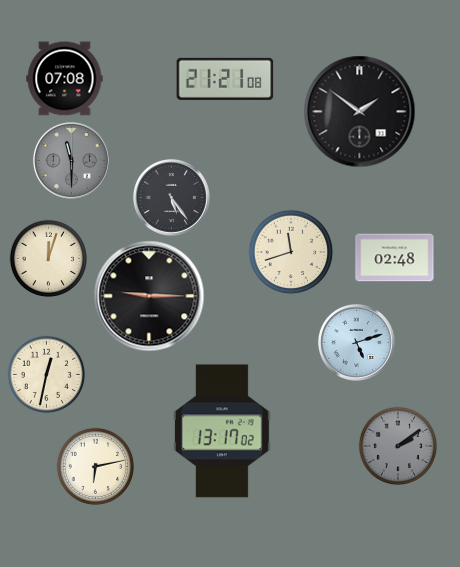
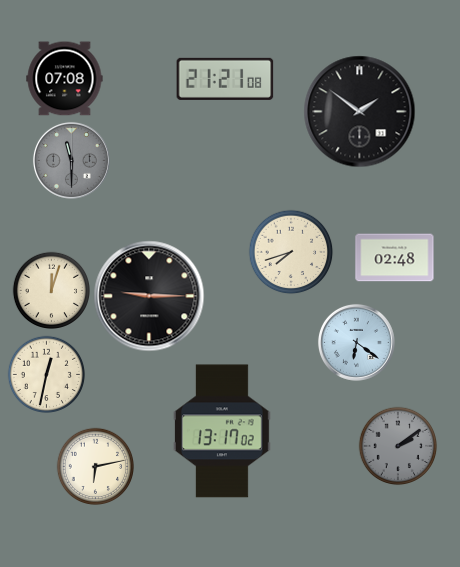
clock at (171, 197): 5:24 -> none
clock at (291, 252): 11:42 -> 7:42
clock at (48, 258) position: (48, 258) -> (51, 290)
clock at (356, 342): 5:12 -> 6:21
